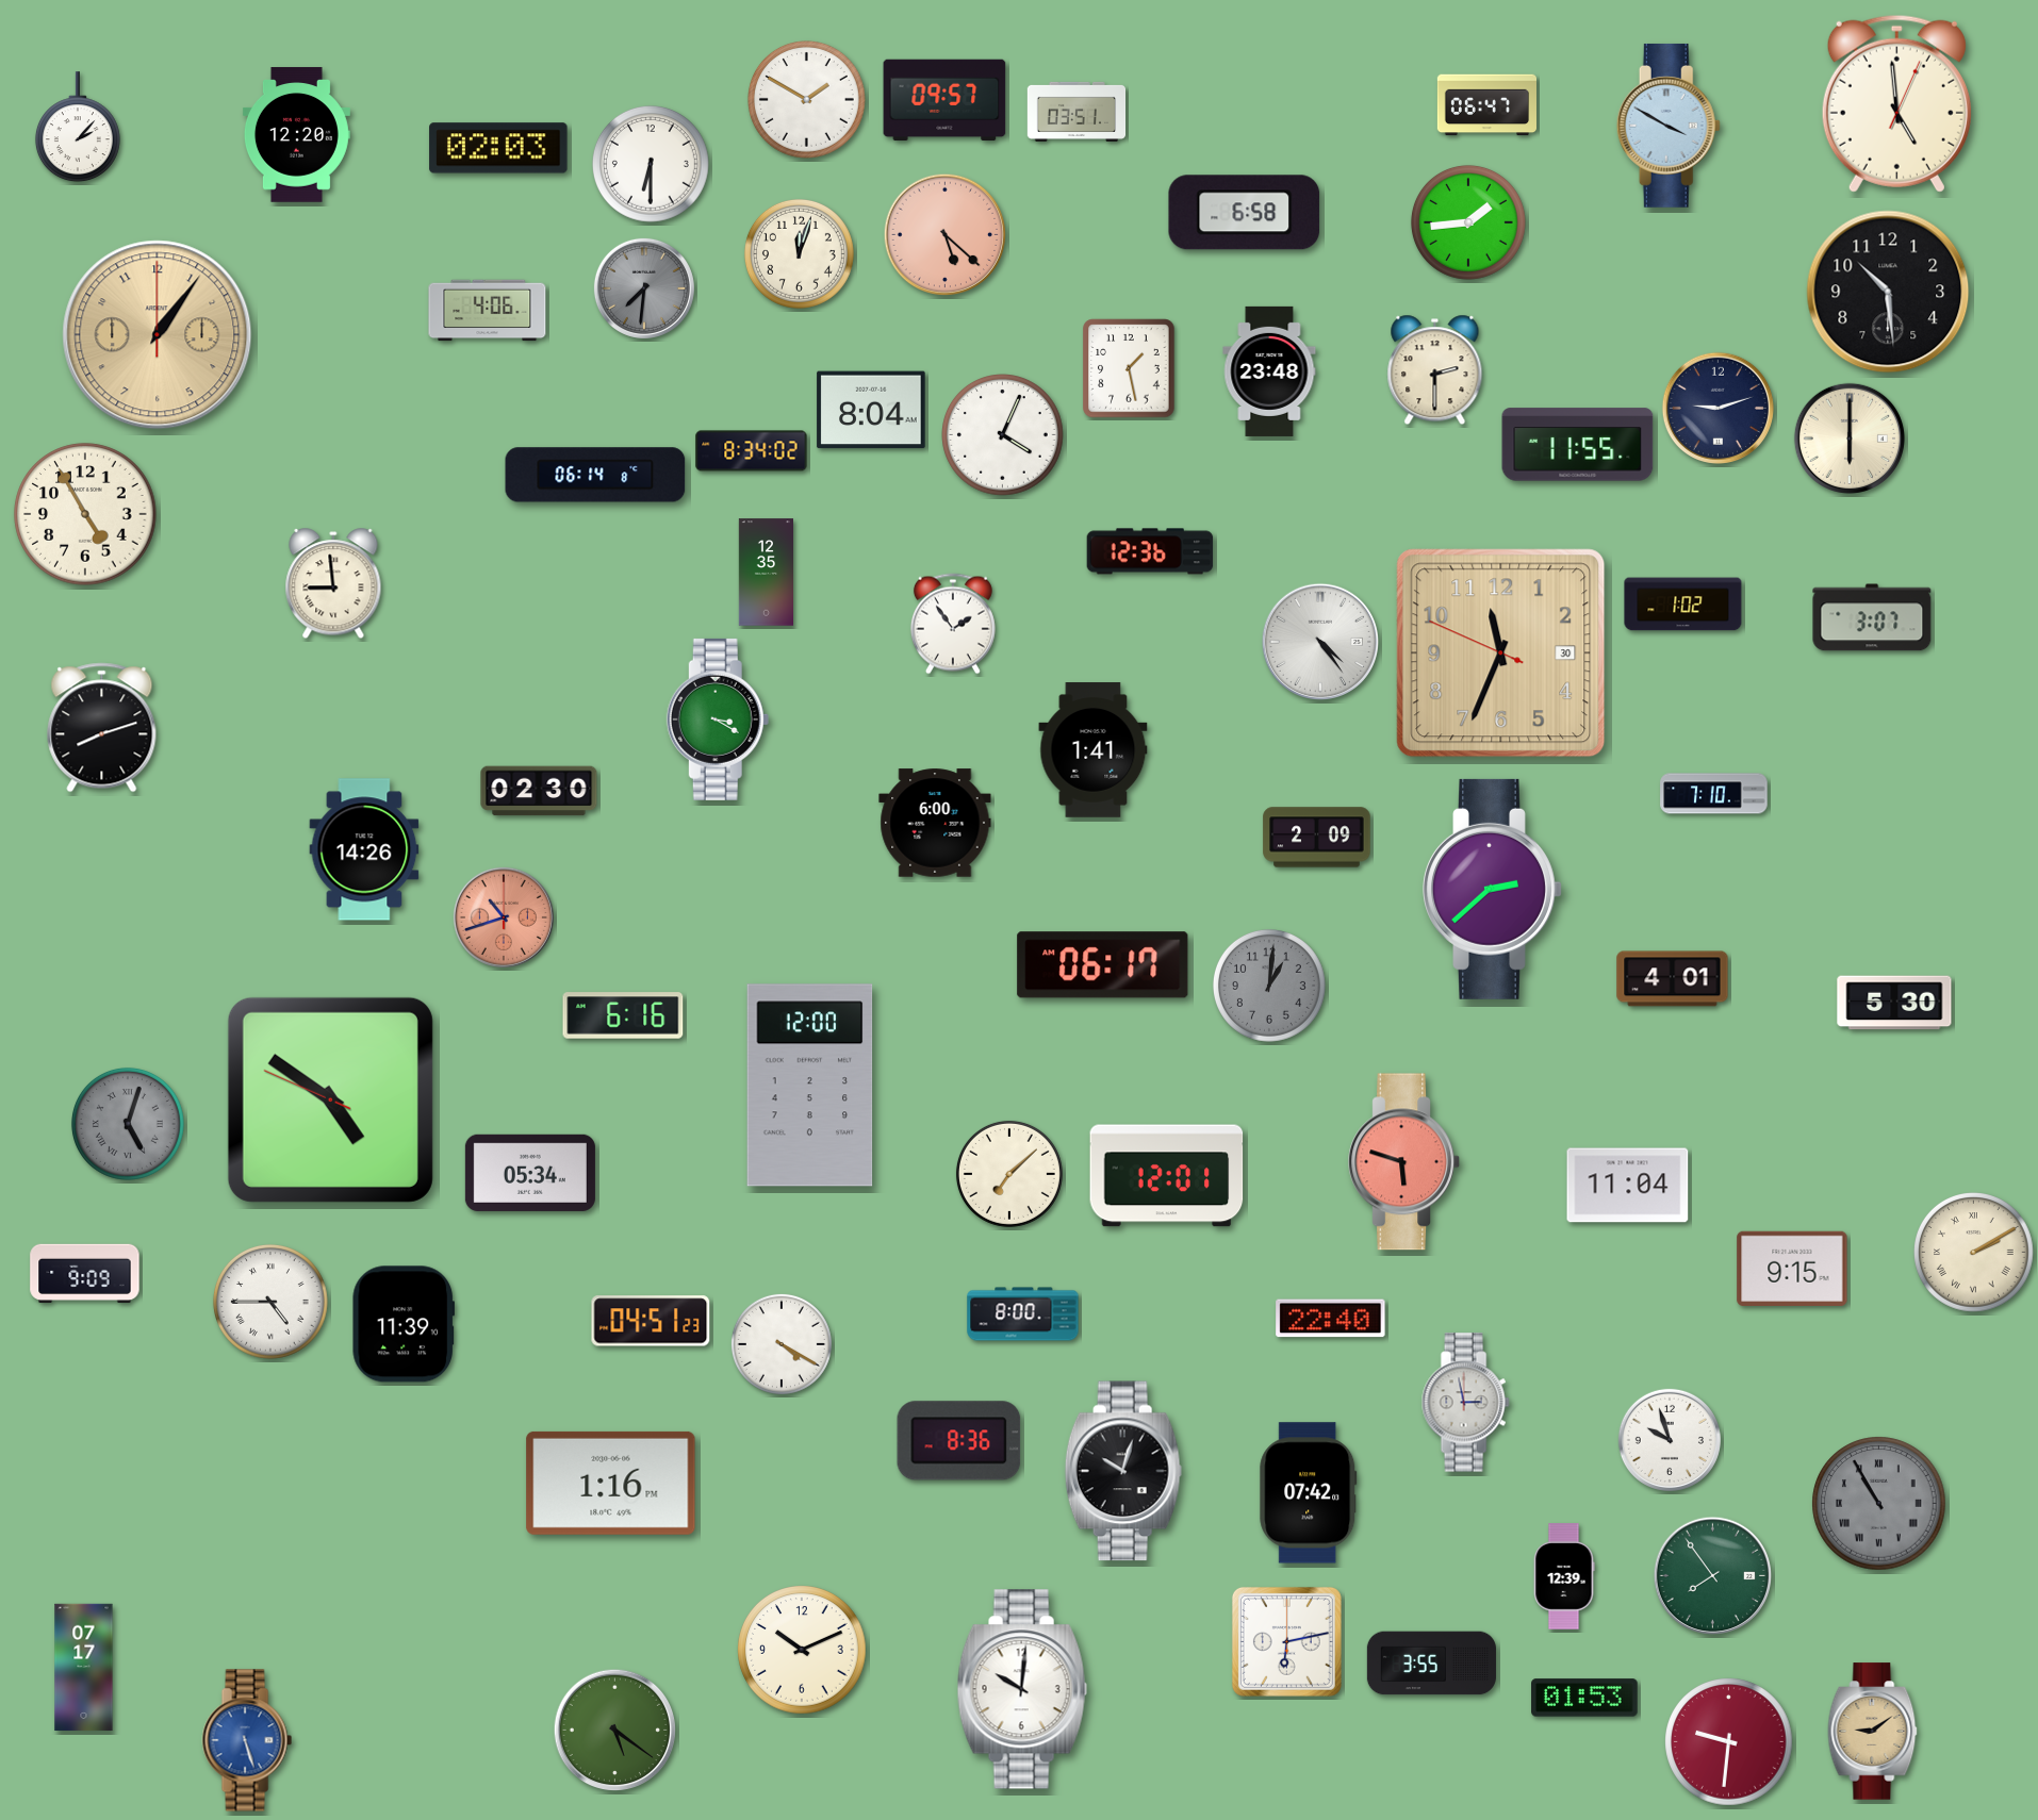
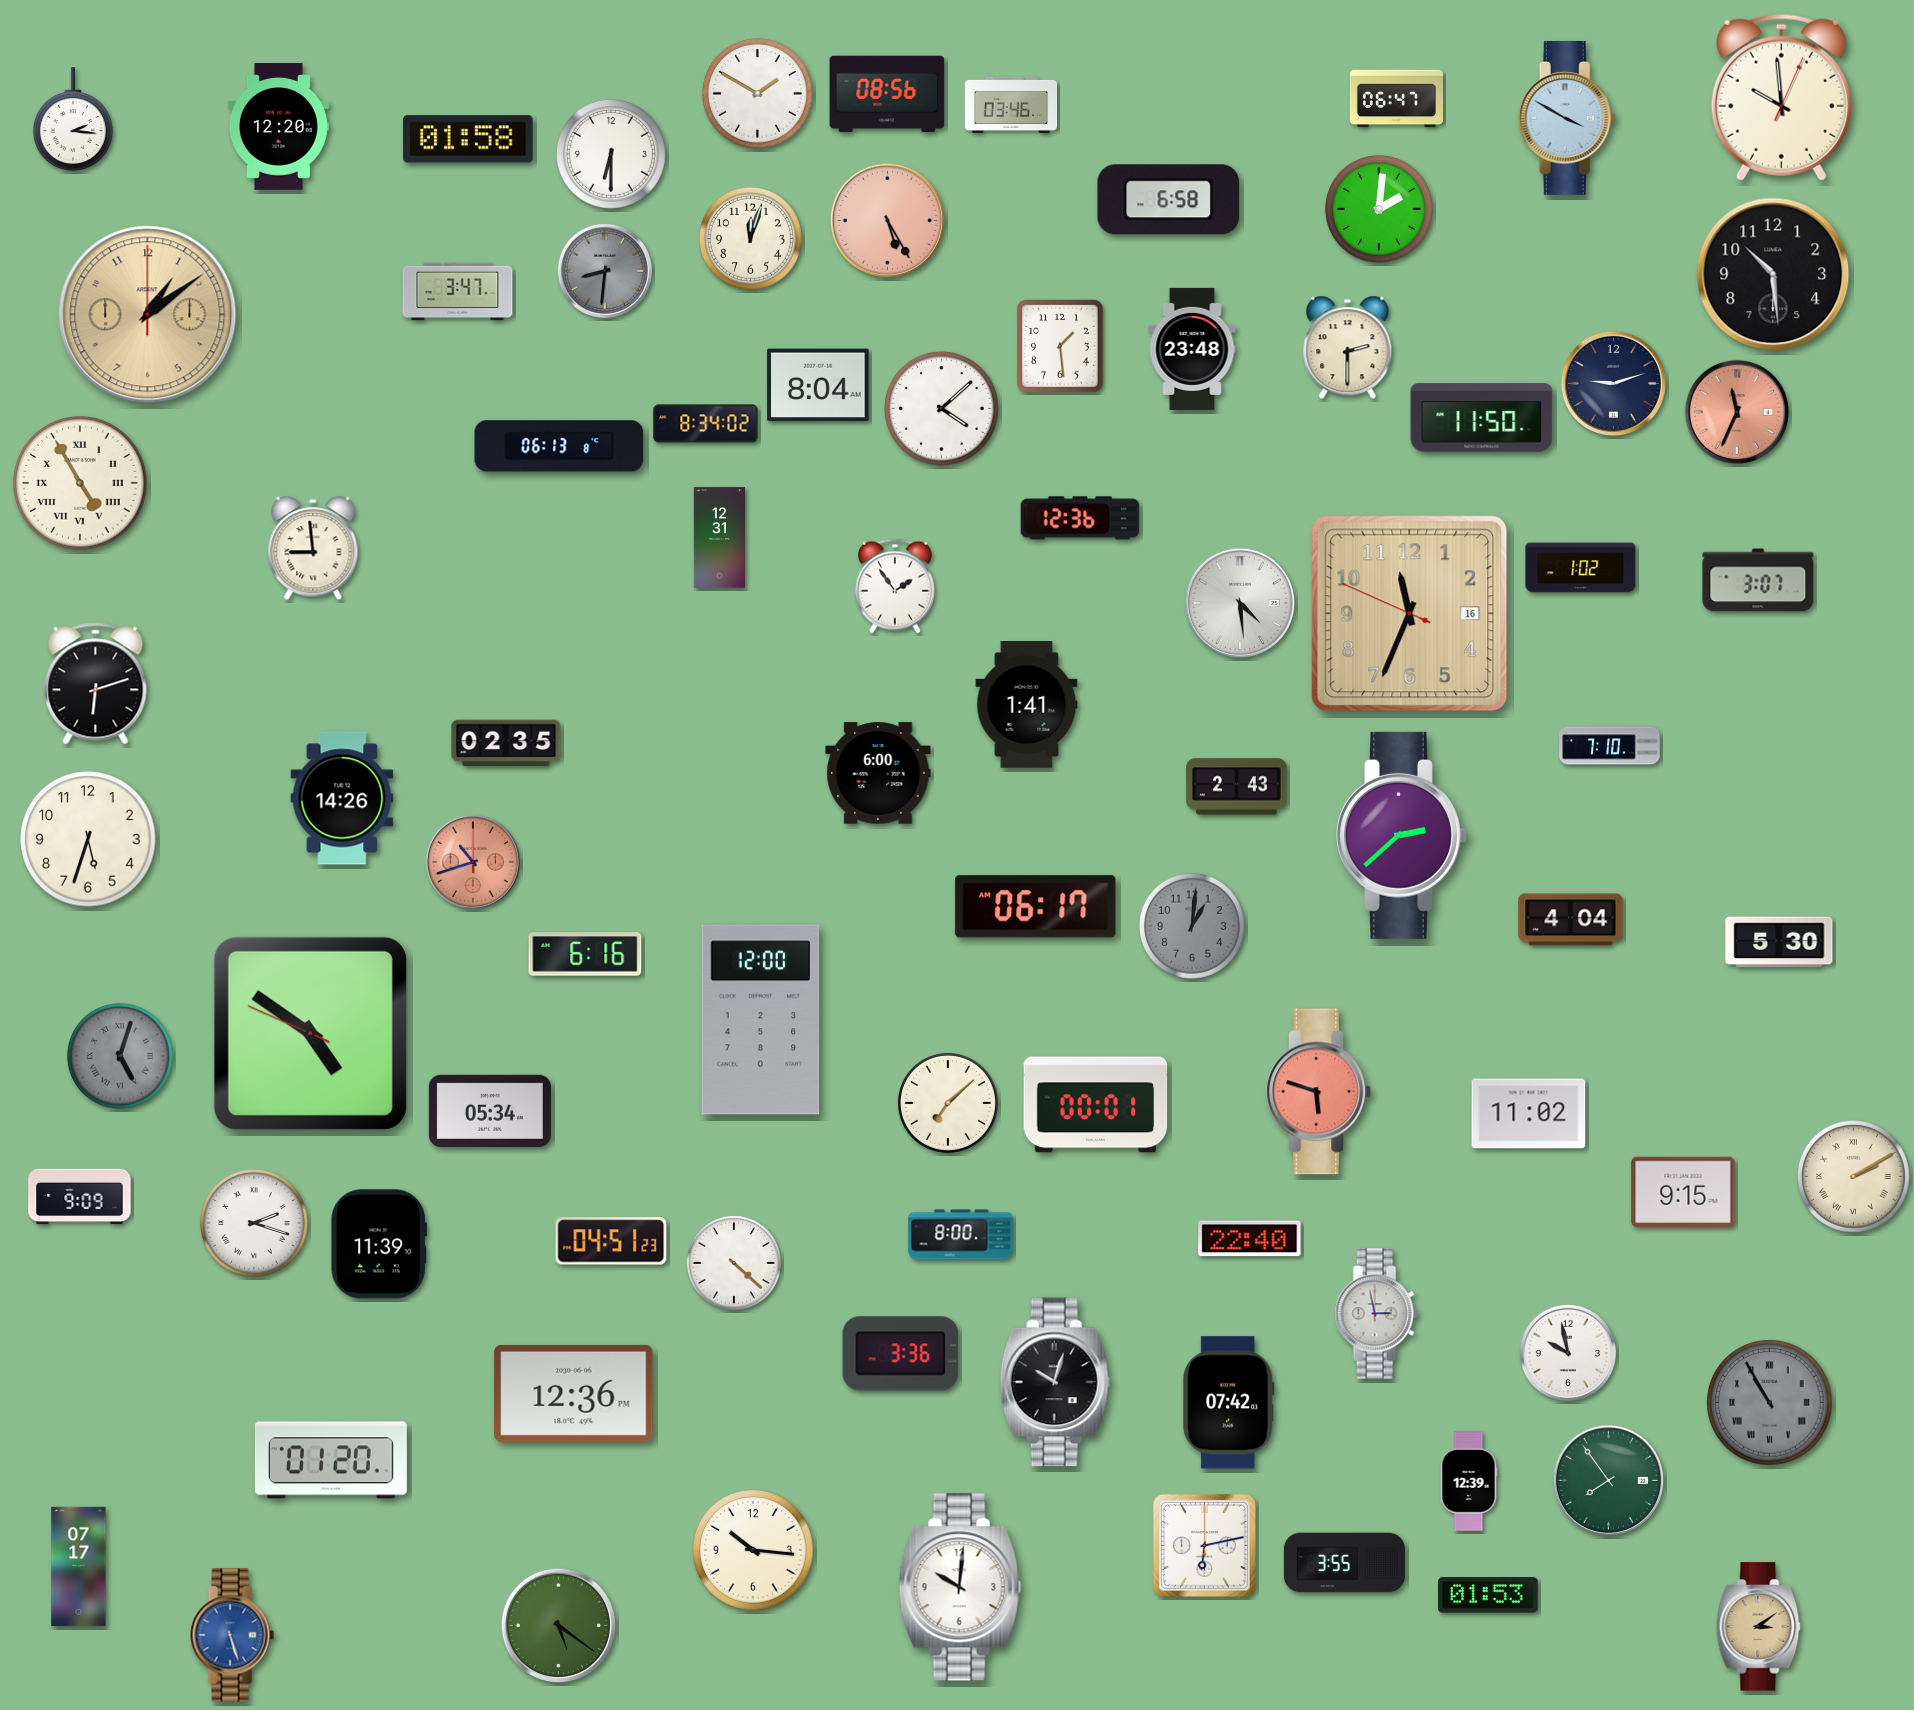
clock at (944, 100): 09:57 -> 08:56
clock at (1896, 103): 4:59 -> 9:59
clock at (1076, 112): 03:51 -> 03:46
clock at (78, 128): 2:07 -> 2:16
clock at (498, 148): 02:03 -> 01:58
clock at (1468, 222): 1:44 -> 2:01
clock at (946, 235): 5:22 -> 5:25
clock at (644, 288): 7:31 -> 8:31
clock at (488, 311): 4:06 -> 3:47
clock at (158, 335): 1:06 -> 1:09
clock at (1129, 368): 1:28 -> 1:29
clock at (1003, 435): 4:04 -> 4:08
clock at (1850, 439): 6:00 -> 11:34
clock at (1850, 439) dial: cream -> salmon
clock at (1578, 445): 11:55 -> 11:50
clock at (595, 475): 06:14 -> 06:13
clock at (85, 514) numerals: Arabic -> Roman
clock at (766, 573): 12:35 -> 12:31
clock at (1319, 641): 4:24 -> 4:29
clock at (1501, 653) date: 30 -> 16
clock at (718, 719): 3:20 -> none
clock at (102, 728): 8:12 -> 6:12
clock at (539, 791): 02:30 -> 02:35
clock at (1317, 838): 2:09 -> 2:43
clock at (88, 839): none -> 5:33
clock at (1673, 979): 4:01 -> 4:04
clock at (530, 1173) position: (530, 1173) -> (490, 1111)
clock at (1167, 1176): 12:01 -> 00:01
clock at (1628, 1186): 11:04 -> 11:02
clock at (270, 1302): 4:45 -> 2:18
clock at (782, 1344): 4:20 -> 4:22
clock at (1465, 1403) position: (1465, 1403) -> (1376, 1314)
clock at (1670, 1440): 9:57 -> 9:58
clock at (959, 1441): 8:36 -> 3:36
clock at (611, 1483): 1:16 -> 12:36
clock at (1879, 1504) position: (1879, 1504) -> (1770, 1403)
clock at (331, 1460): none -> 01:20
clock at (1286, 1641) position: (1286, 1641) -> (1204, 1545)
clock at (802, 1650): 10:11 -> 10:16
clock at (615, 1731) position: (615, 1731) -> (559, 1626)
clock at (1873, 1732): 9:09 -> 3:09
clock at (1729, 1742): 9:31 -> none
